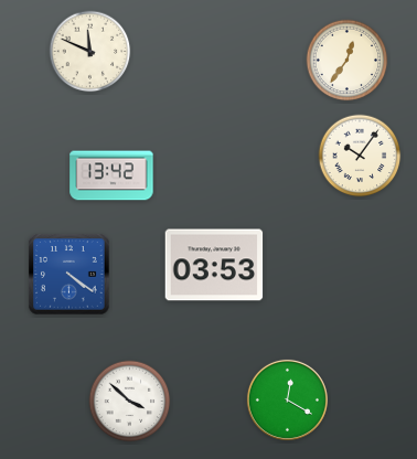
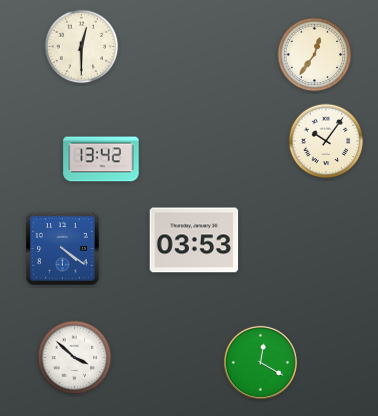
clock at (90, 52): 11:49 -> 12:30
clock at (130, 402) position: (130, 402) -> (75, 358)
